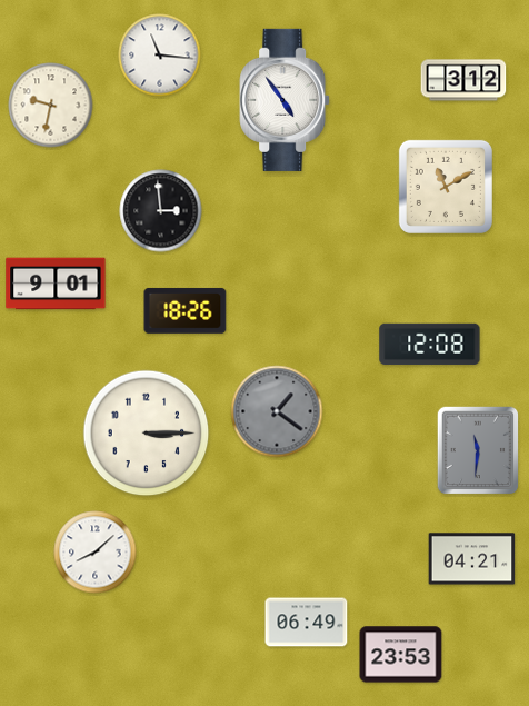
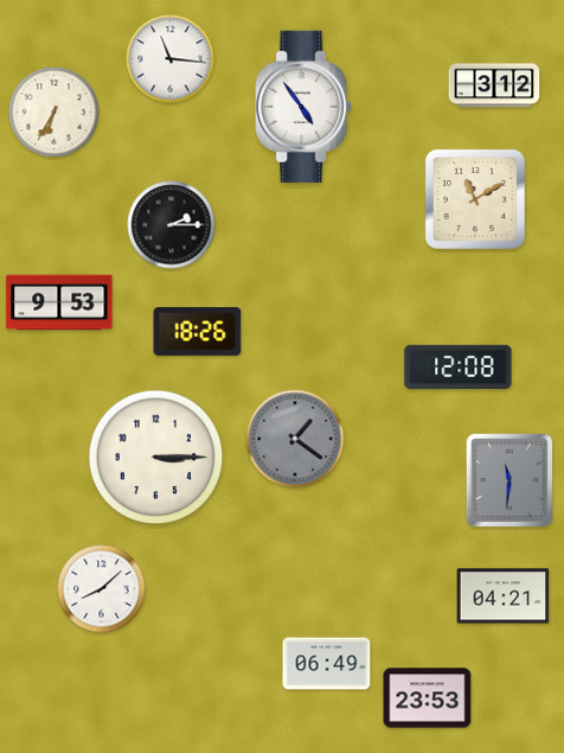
clock at (51, 106): 9:32 -> 6:35
clock at (161, 211): 2:59 -> 2:15
clock at (56, 284): 9:01 -> 9:53
clock at (147, 434) position: (147, 434) -> (156, 458)
